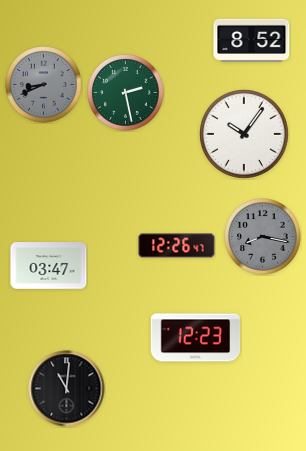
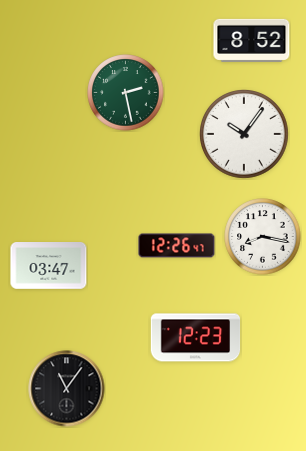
clock at (44, 85): 8:41 -> none
clock at (263, 237) dial: grey -> white
clock at (67, 389): 11:01 -> 11:06
